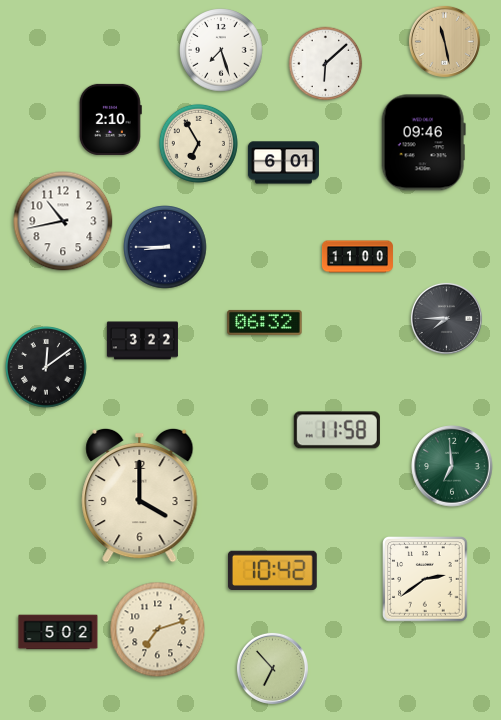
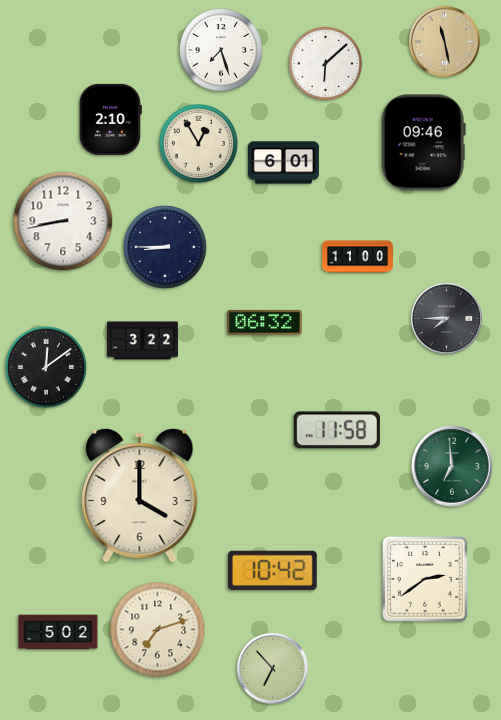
clock at (198, 143): 6:55 -> 12:55
clock at (63, 221): 10:43 -> 8:43
